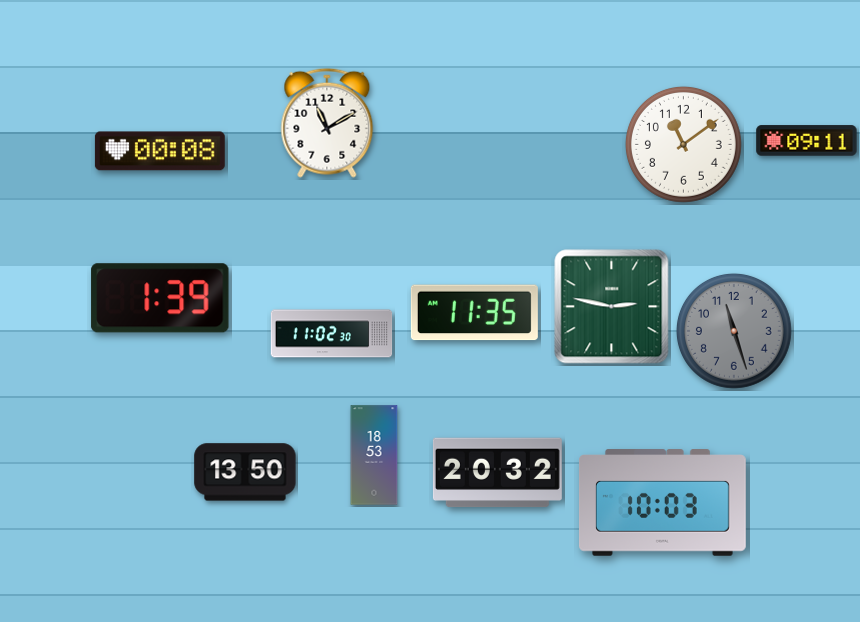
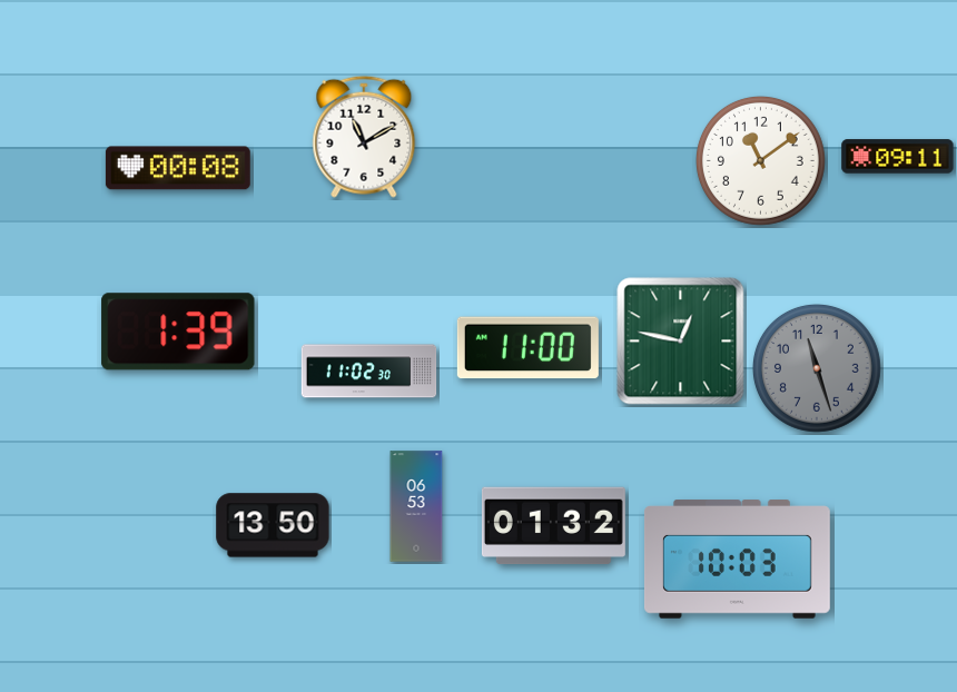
clock at (612, 307): 2:47 -> 12:47
clock at (474, 313): 11:35 -> 11:00
clock at (374, 455): 18:53 -> 06:53
clock at (497, 473): 20:32 -> 01:32
